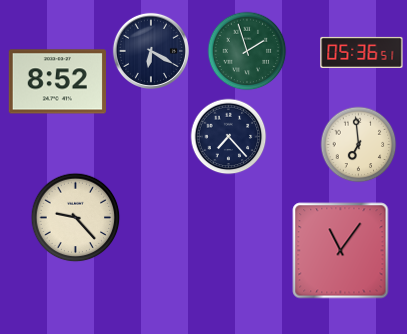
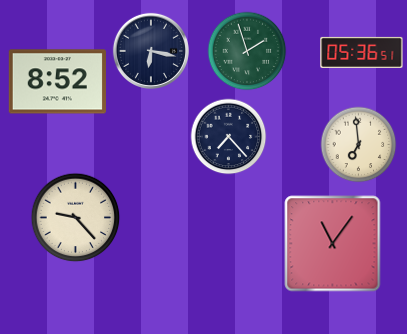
clock at (151, 51): 6:20 -> 6:17
clock at (341, 251) position: (341, 251) -> (333, 244)
